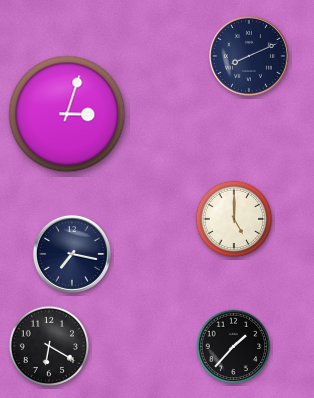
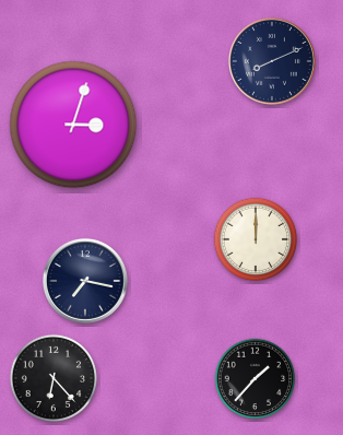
clock at (234, 219): 5:00 -> 12:00
clock at (72, 254) position: (72, 254) -> (85, 281)
clock at (49, 346): 6:20 -> 6:23
